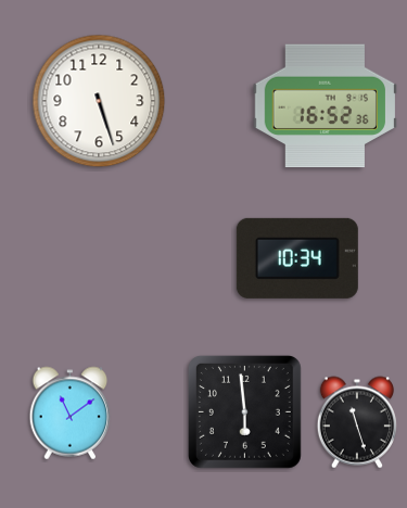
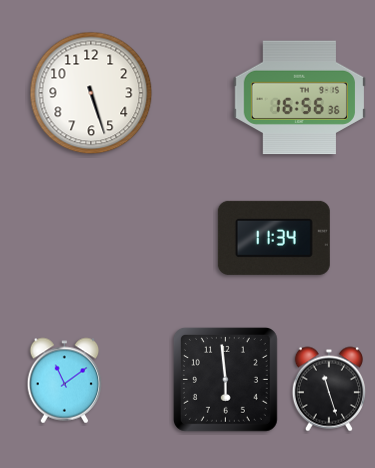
clock at (325, 106): 16:52 -> 16:56
clock at (297, 258): 10:34 -> 11:34
